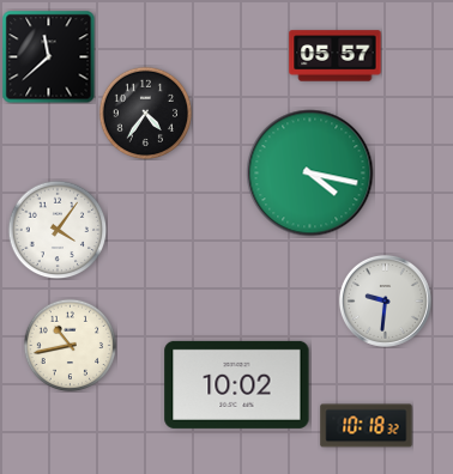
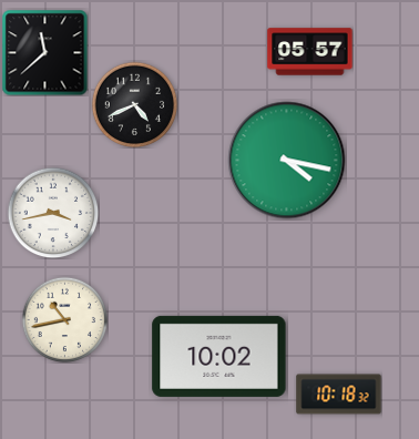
clock at (145, 113): 4:36 -> 4:41
clock at (58, 230): 4:06 -> 3:43
clock at (385, 300): 9:31 -> none
